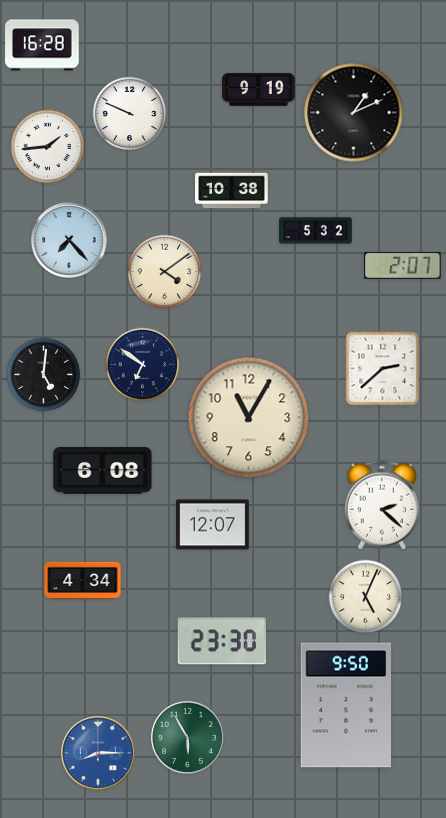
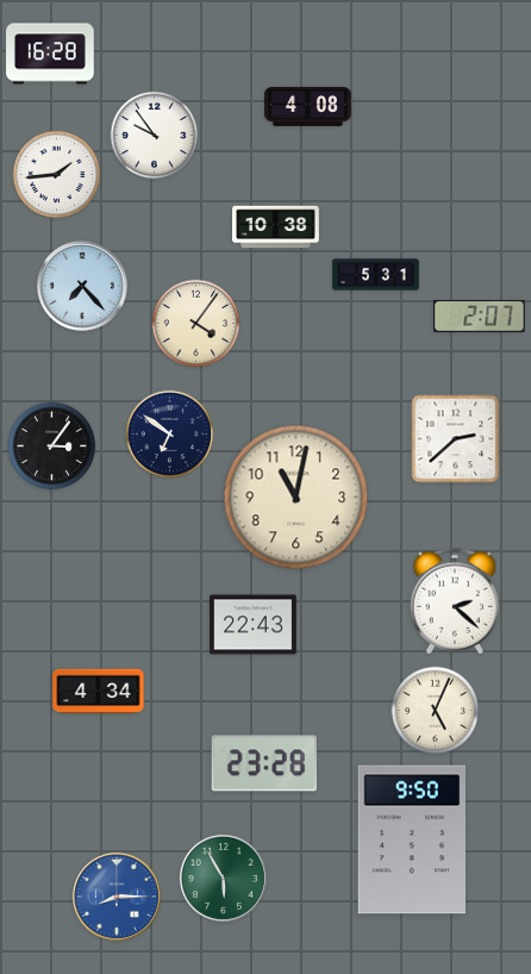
clock at (259, 89): 9:19 -> 4:08
clock at (354, 113): 1:11 -> none
clock at (130, 114): 9:49 -> 9:54
clock at (316, 231): 5:32 -> 5:31
clock at (165, 272): 4:09 -> 4:06
clock at (44, 375): 5:01 -> 3:06
clock at (249, 418): 11:05 -> 11:02
clock at (103, 471): 6:08 -> none
clock at (213, 525): 12:07 -> 22:43
clock at (222, 641): 23:30 -> 23:28
